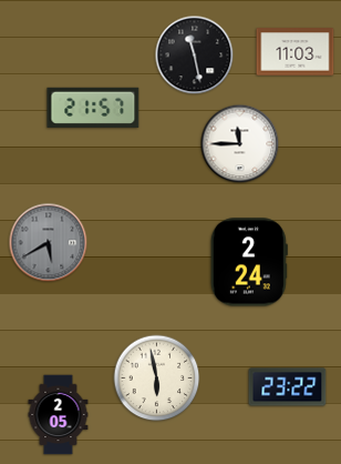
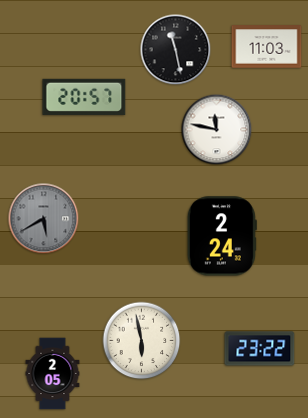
clock at (93, 108): 21:57 -> 20:57
clock at (240, 144): 11:45 -> 11:47
clock at (249, 262) position: (249, 262) -> (222, 236)
